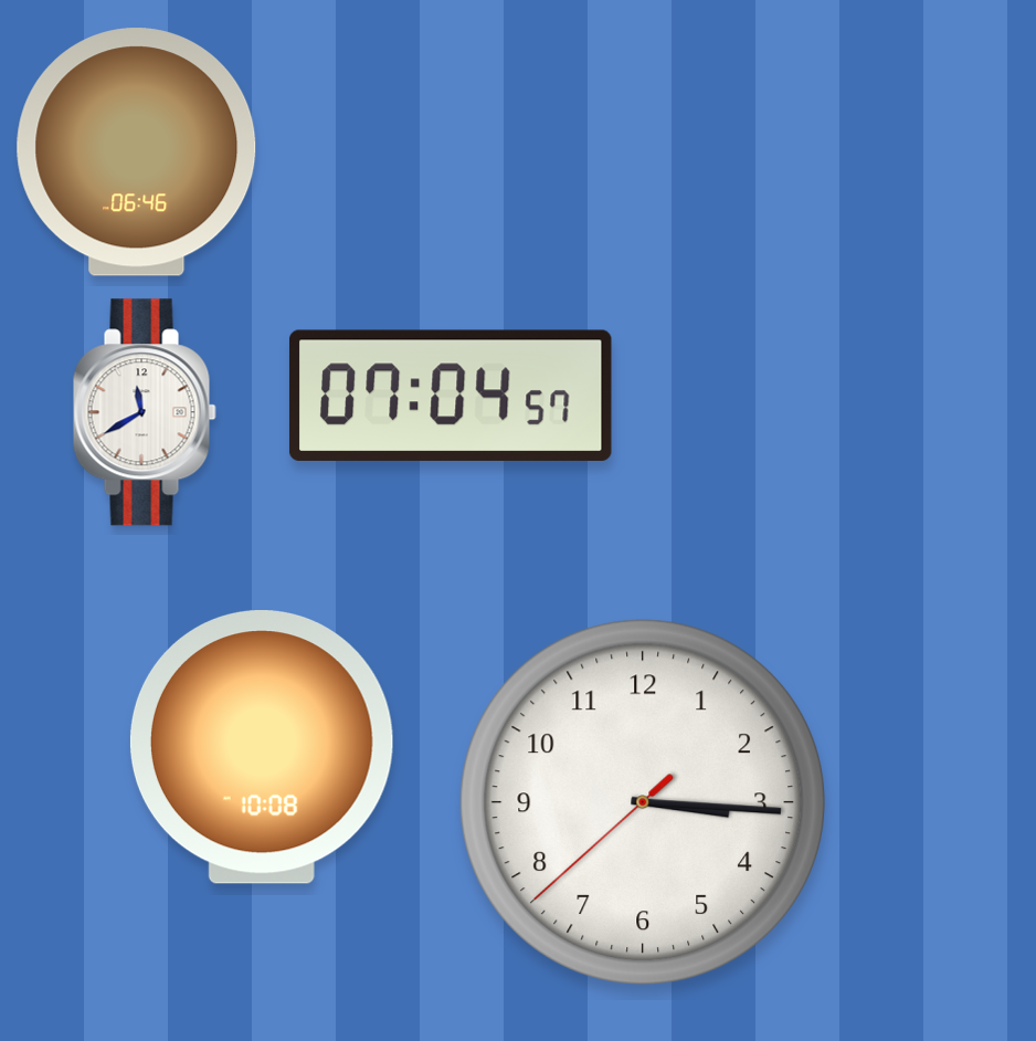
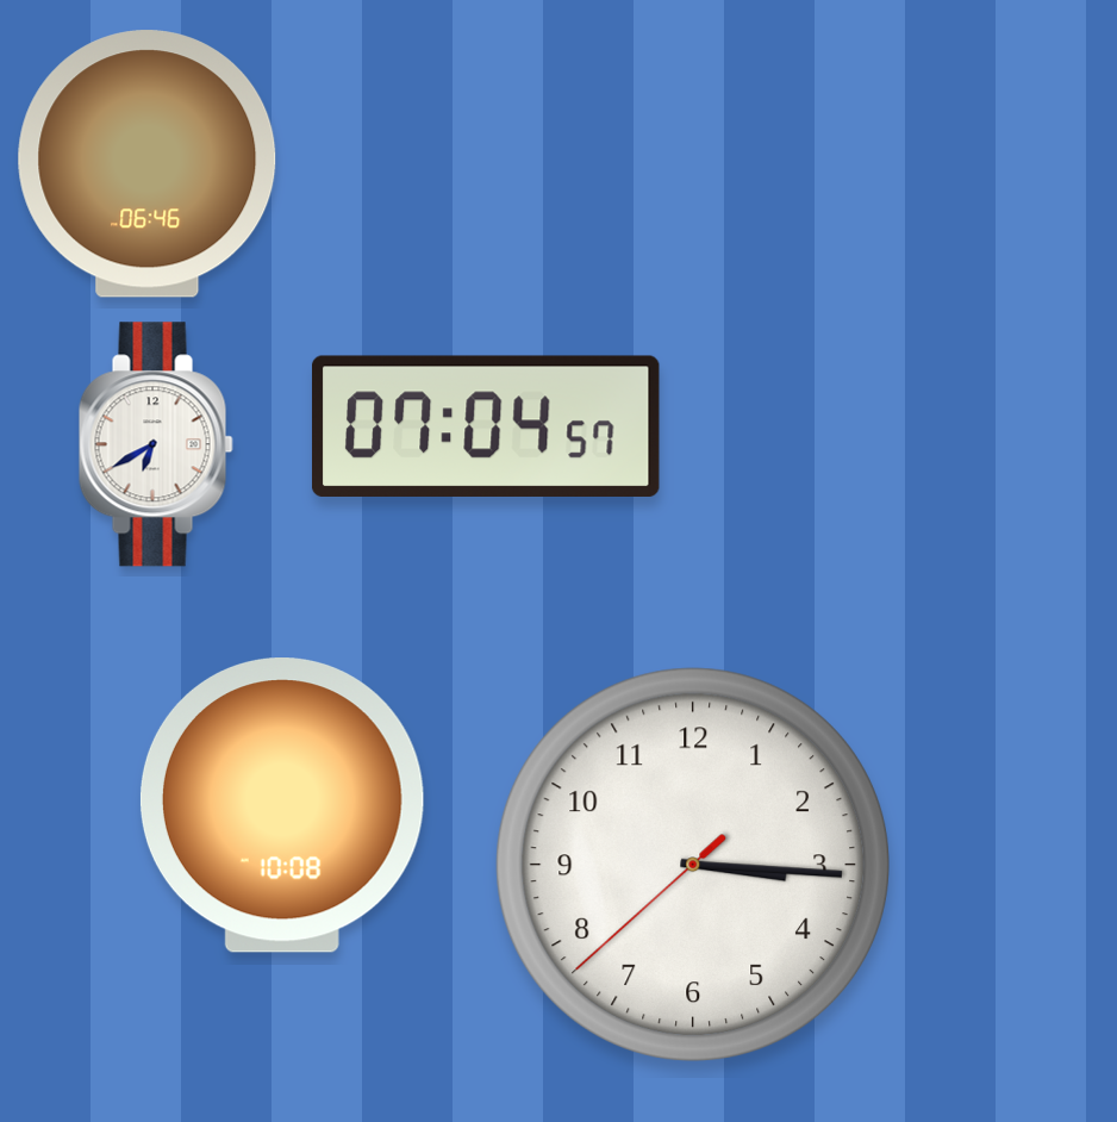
clock at (145, 412): 11:40 -> 6:40
